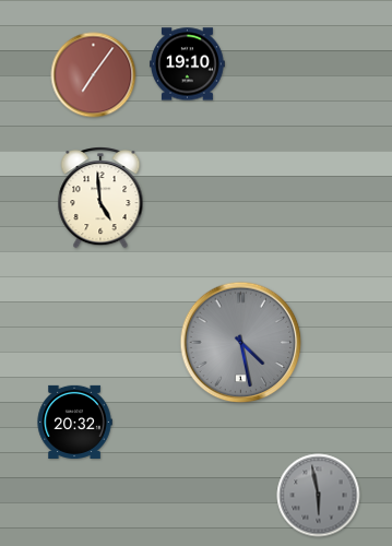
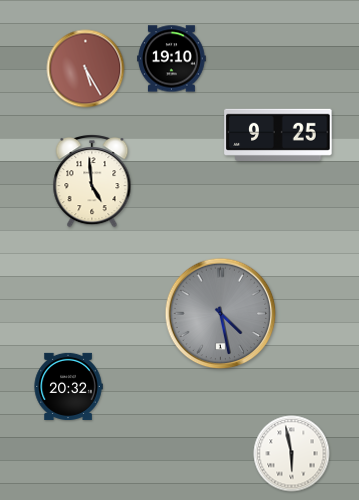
clock at (94, 75): 7:06 -> 5:25
clock at (278, 135): none -> 9:25
clock at (319, 496) dial: grey -> white
